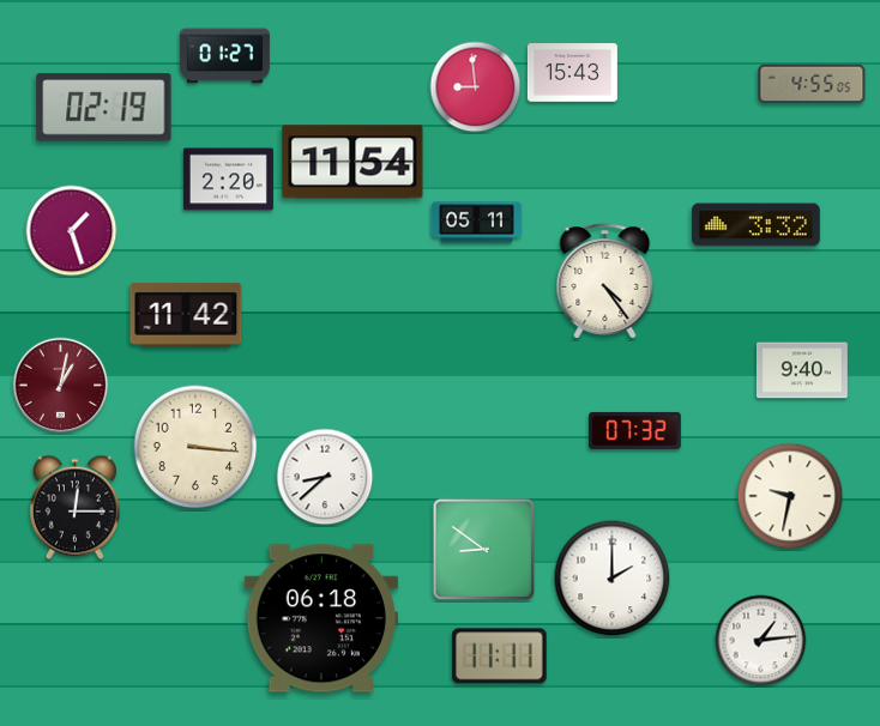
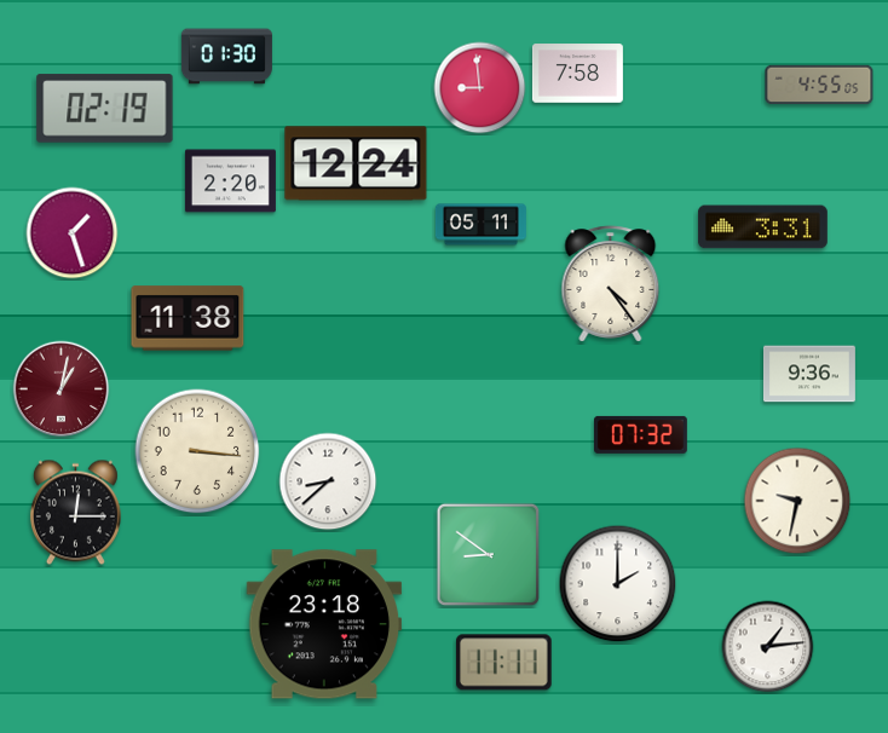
clock at (224, 56): 01:27 -> 01:30
clock at (572, 73): 15:43 -> 7:58
clock at (352, 162): 11:54 -> 12:24
clock at (755, 225): 3:32 -> 3:31
clock at (186, 315): 11:42 -> 11:38
clock at (802, 370): 9:40 -> 9:36
clock at (321, 618): 06:18 -> 23:18
